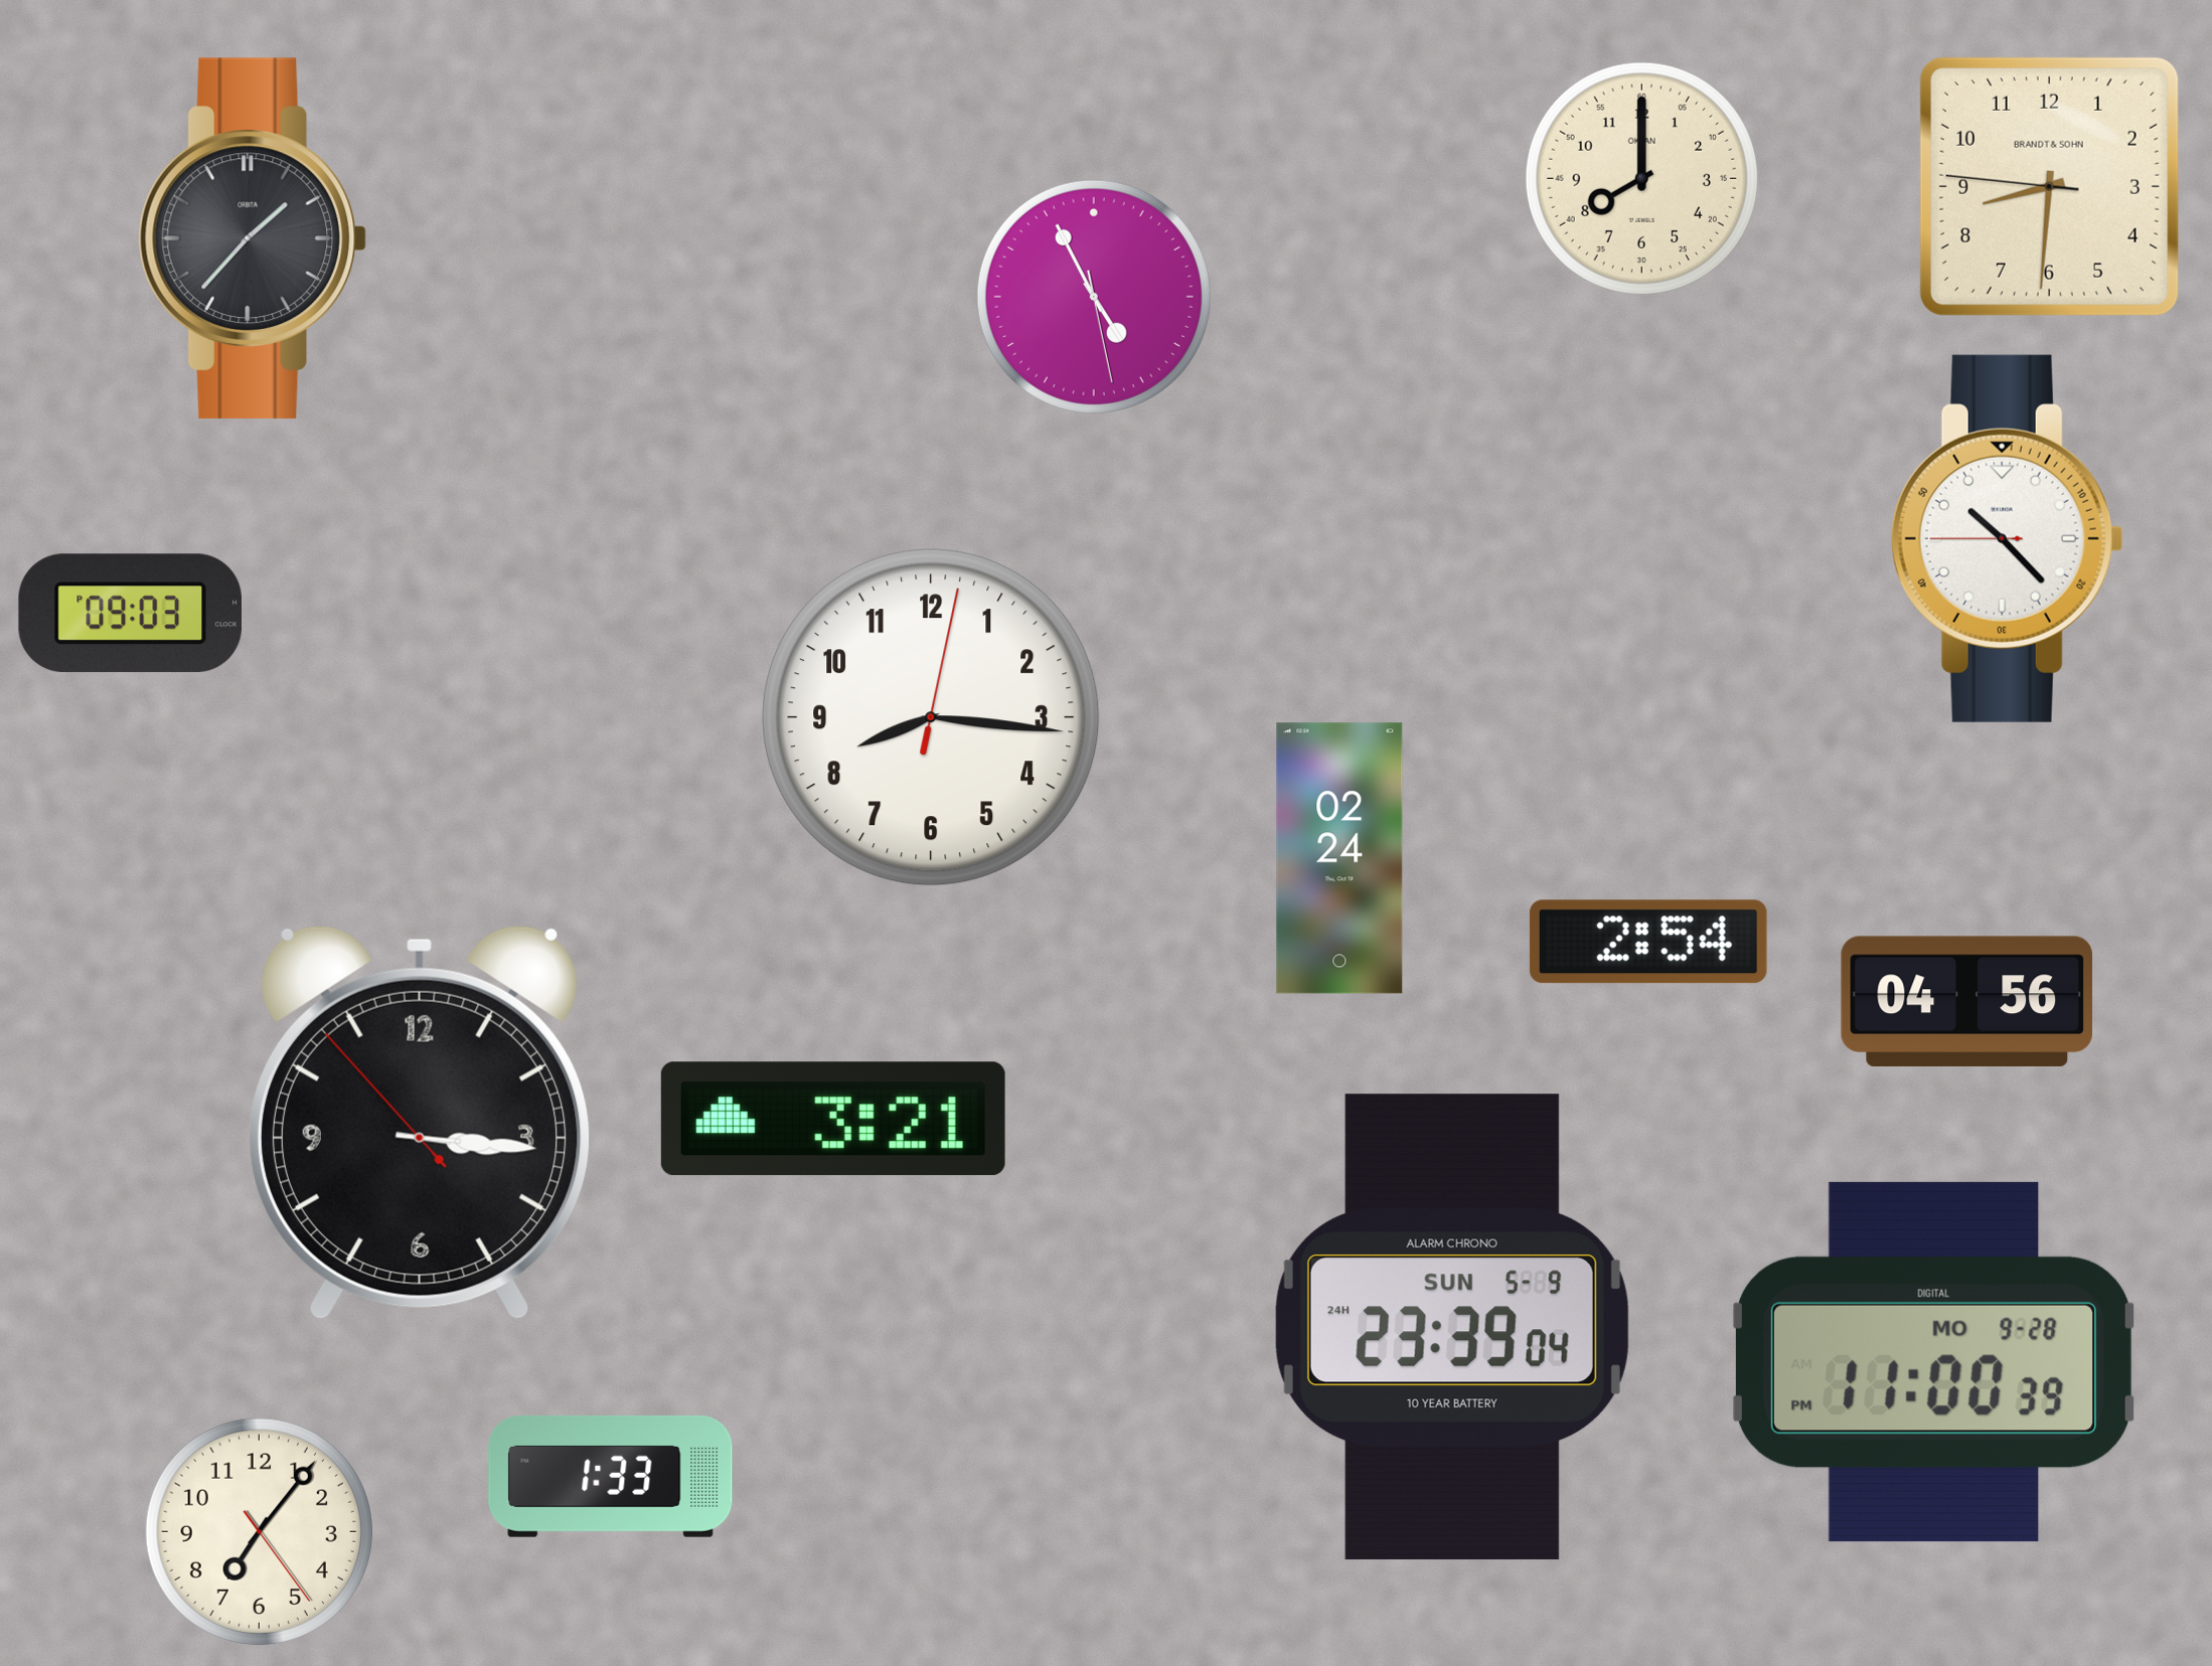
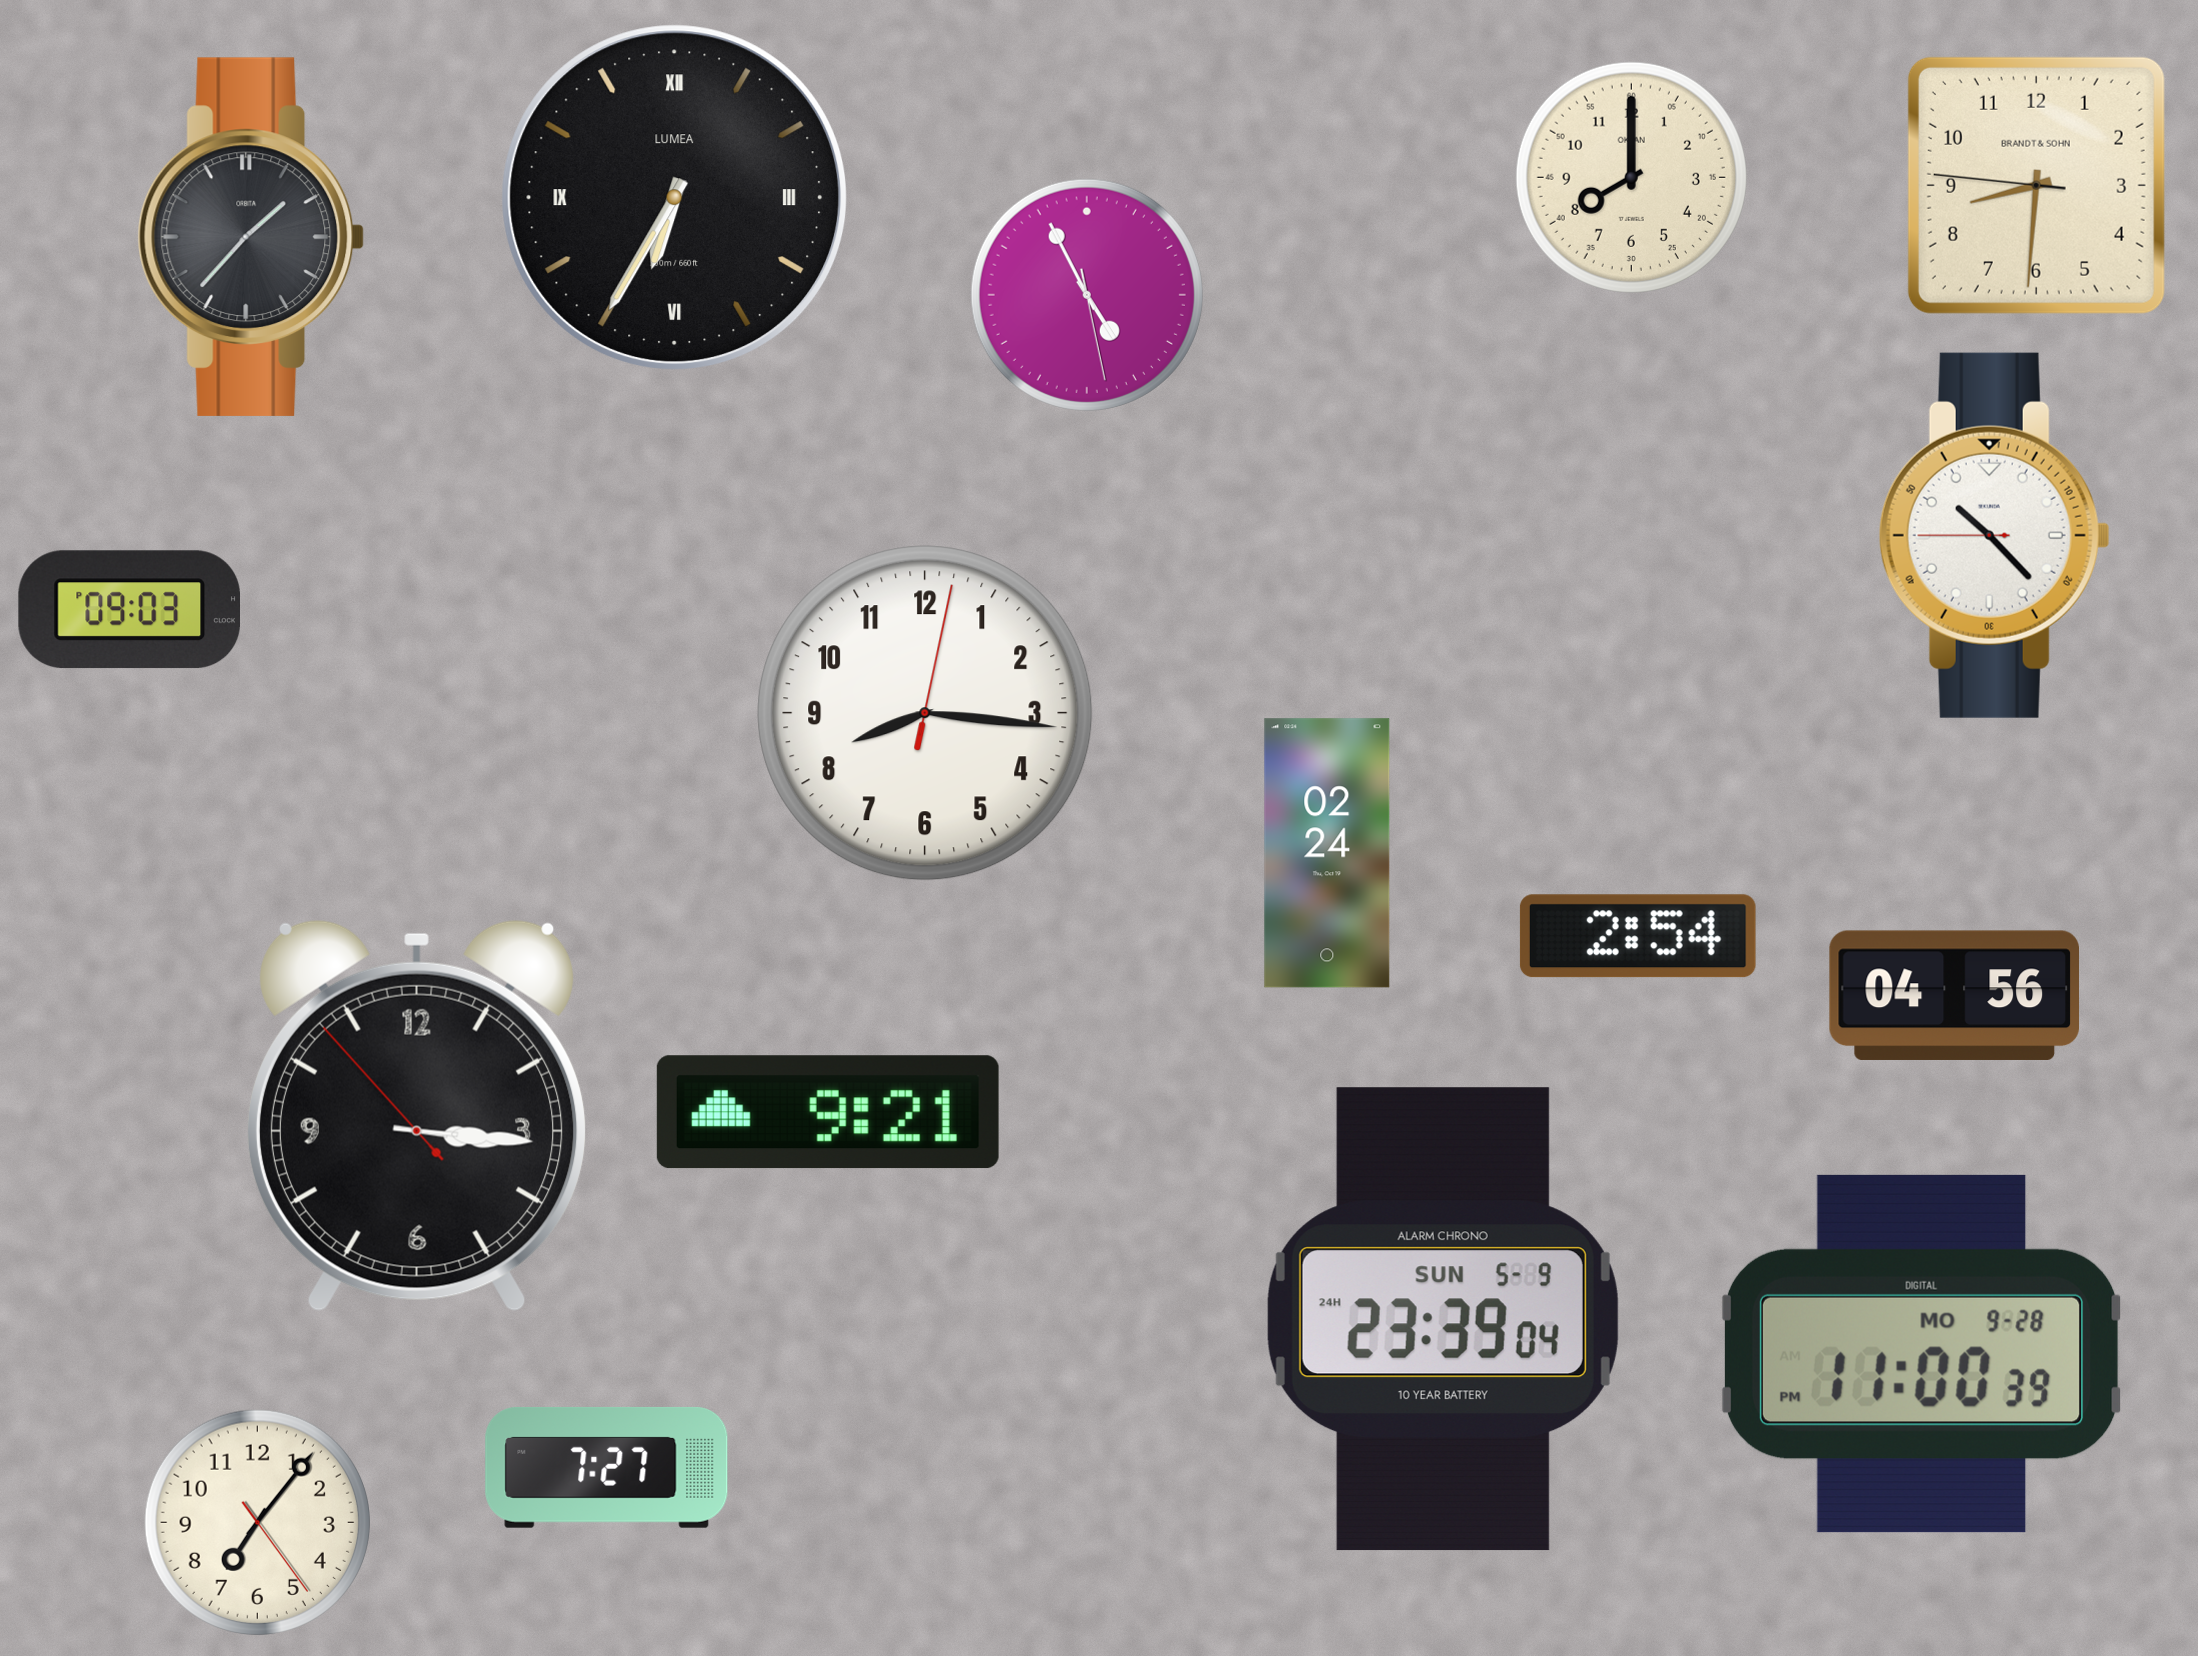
clock at (675, 198): none -> 6:35
clock at (1339, 858) position: (1339, 858) -> (1327, 853)
clock at (833, 1119): 3:21 -> 9:21
clock at (611, 1476): 1:33 -> 7:27
